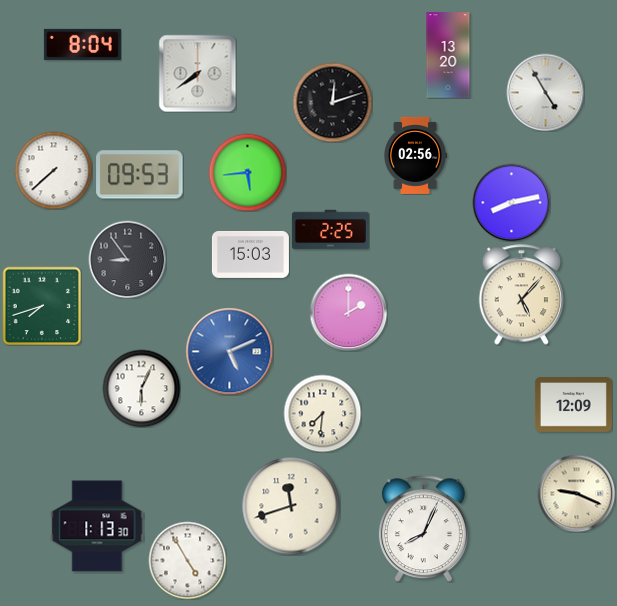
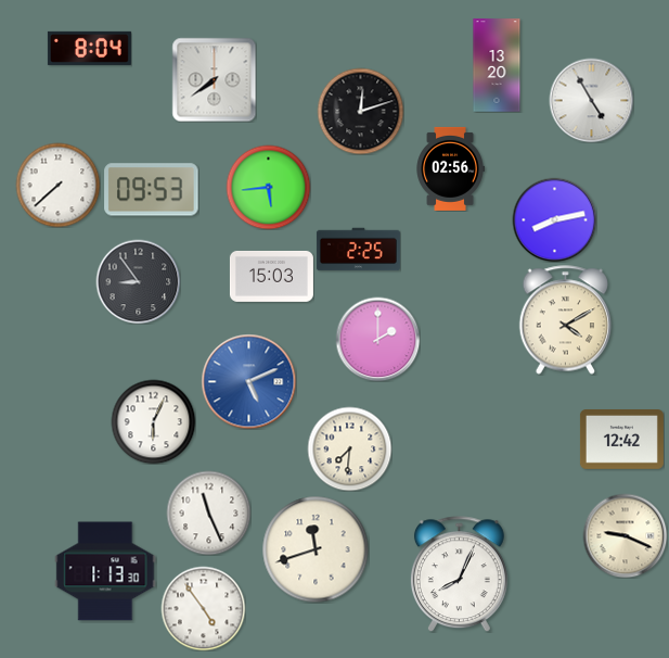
clock at (448, 55) position: (448, 55) -> (497, 65)
clock at (522, 295): 5:07 -> 4:10
clock at (42, 306): 7:42 -> none
clock at (573, 405): 12:09 -> 12:42
clock at (208, 513): none -> 11:26
clock at (187, 560): 4:55 -> 4:54
